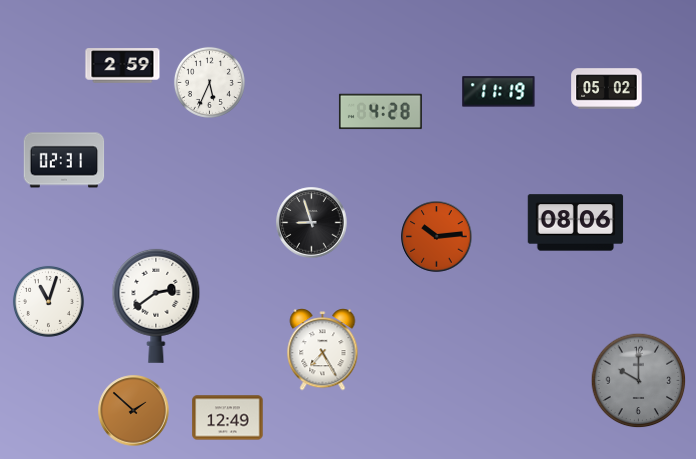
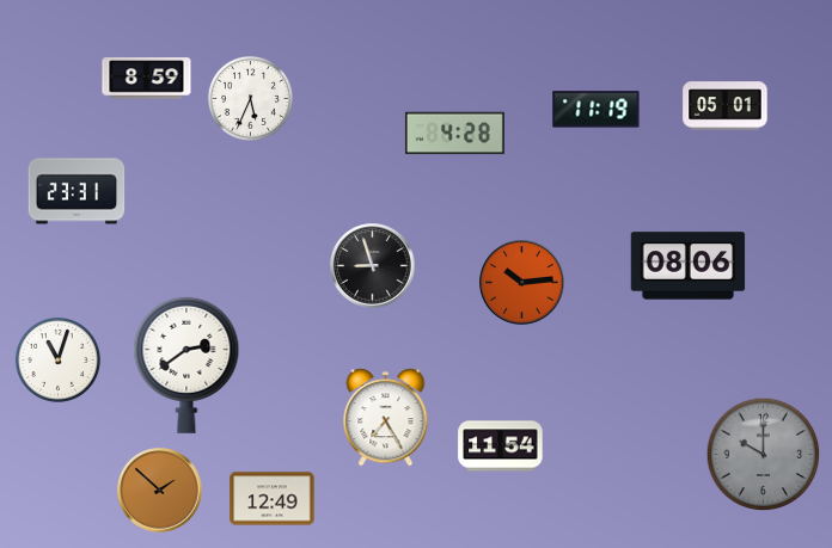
clock at (123, 66): 2:59 -> 8:59
clock at (607, 89): 05:02 -> 05:01
clock at (64, 160): 02:31 -> 23:31
clock at (501, 447): none -> 11:54
